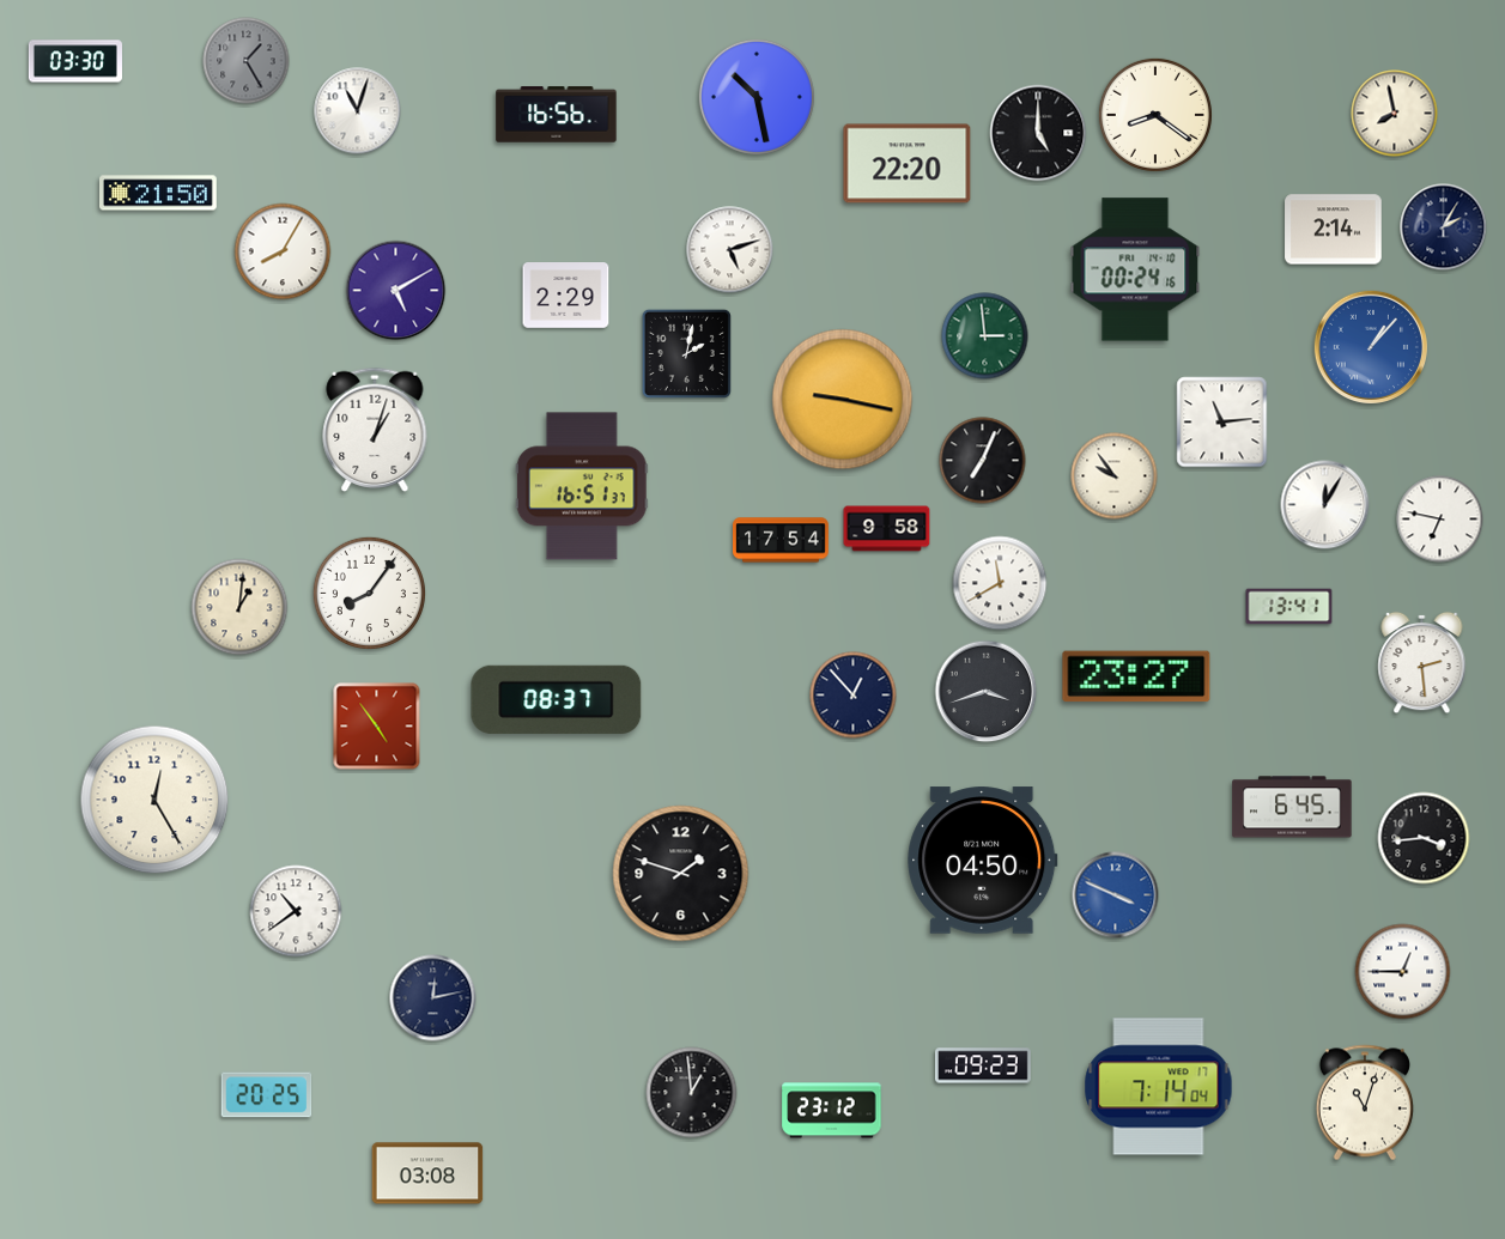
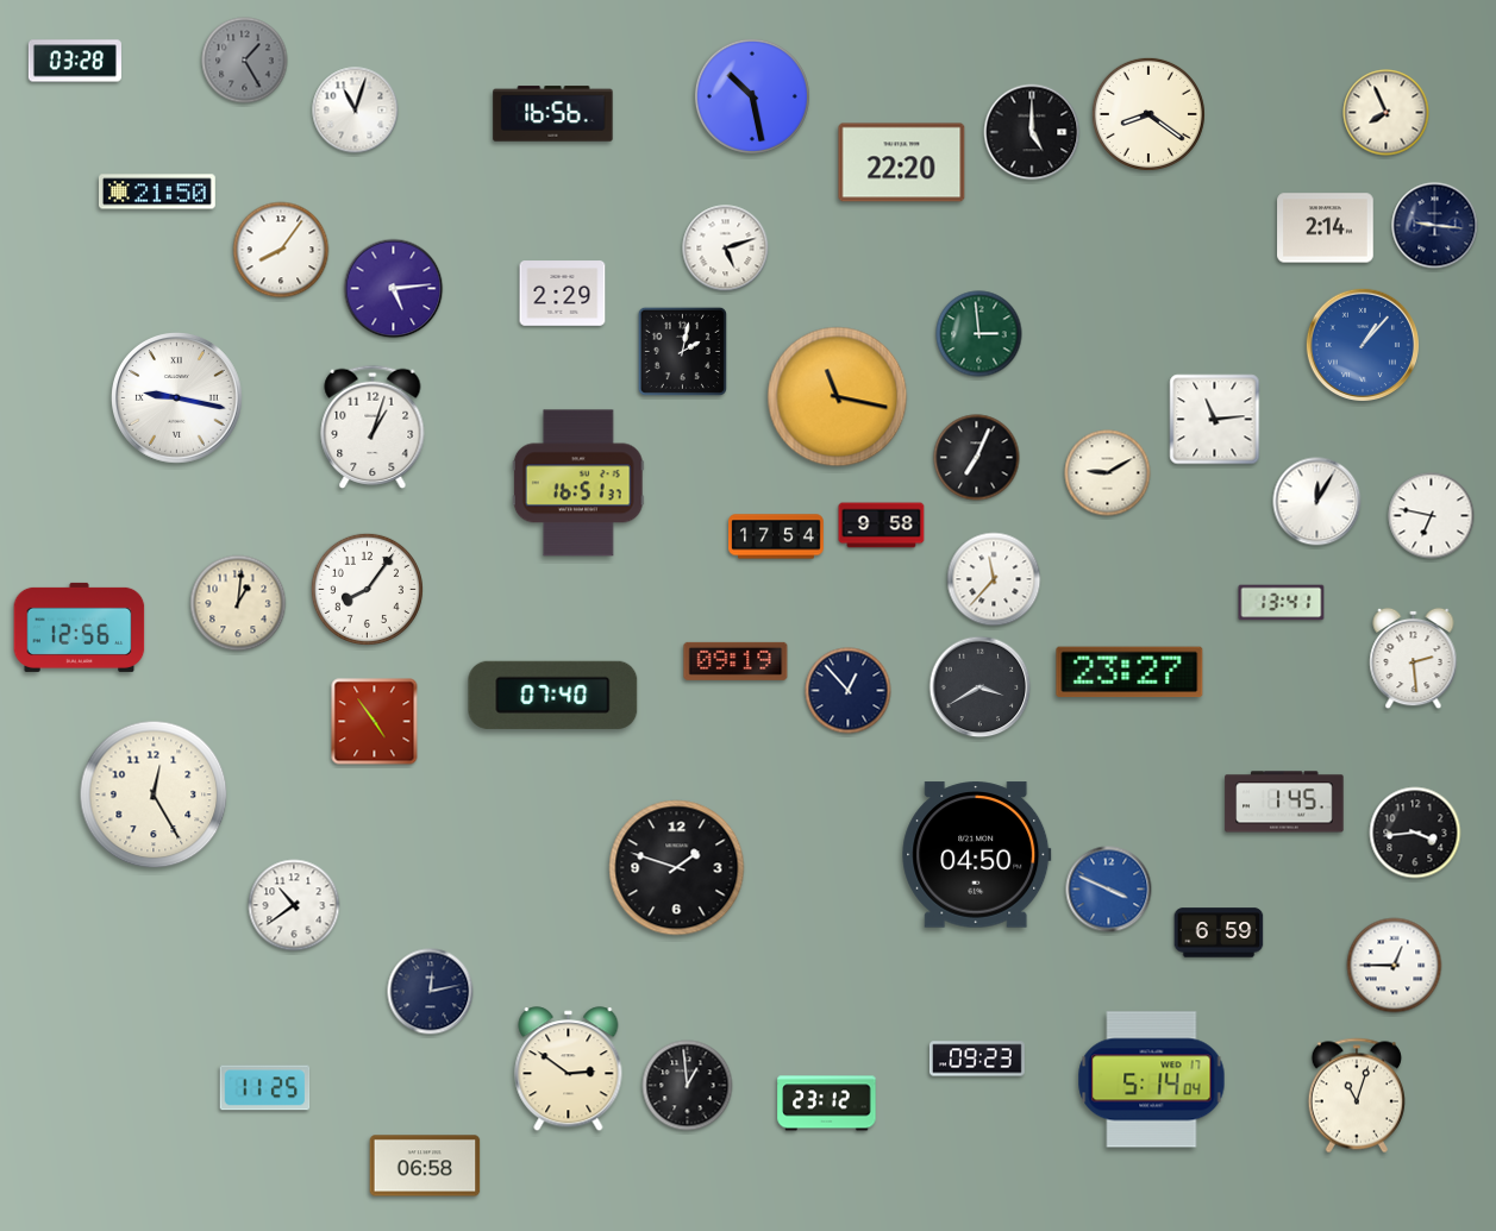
clock at (75, 61): 03:30 -> 03:28
clock at (1395, 114): 7:58 -> 7:56
clock at (1444, 227): 2:05 -> 9:16
clock at (283, 251): 8:05 -> 8:06
clock at (1135, 269): 00:24 -> none
clock at (396, 291): 5:10 -> 5:14
clock at (843, 400): 9:17 -> 11:17
clock at (177, 398): none -> 9:17
clock at (1115, 476): 9:54 -> 9:10
clock at (1000, 583): 11:40 -> 11:37
clock at (80, 627): none -> 12:56
clock at (736, 661): none -> 09:19
clock at (987, 692): 3:42 -> 3:40
clock at (557, 699): 08:37 -> 07:40
clock at (1292, 807): 6:45 -> 1:45
clock at (1219, 932): none -> 6:59
clock at (569, 1069): none -> 2:51
clock at (1159, 1087): 7:14 -> 5:14
clock at (267, 1095): 20:25 -> 11:25
clock at (427, 1173): 03:08 -> 06:58
